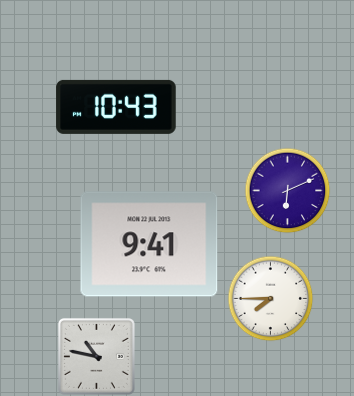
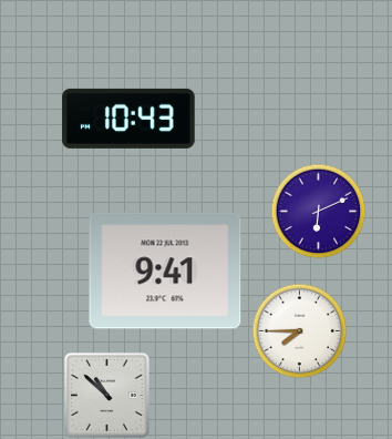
clock at (96, 356): 10:47 -> 10:52
